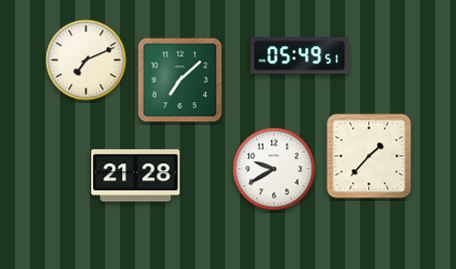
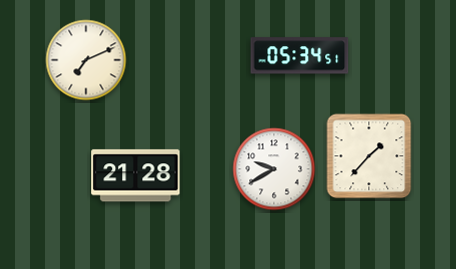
clock at (300, 56): 05:49 -> 05:34
clock at (180, 80): 7:08 -> none
